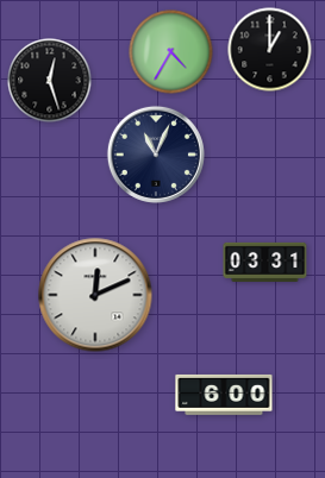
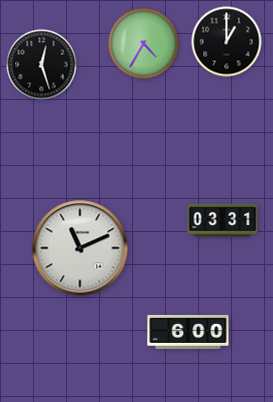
clock at (50, 81) position: (50, 81) -> (42, 65)
clock at (156, 155): 11:04 -> none
clock at (95, 295): 12:11 -> 11:11
